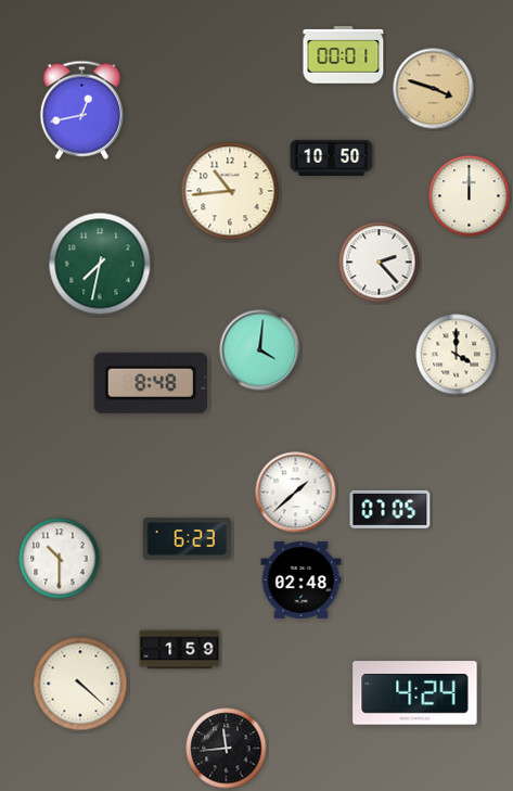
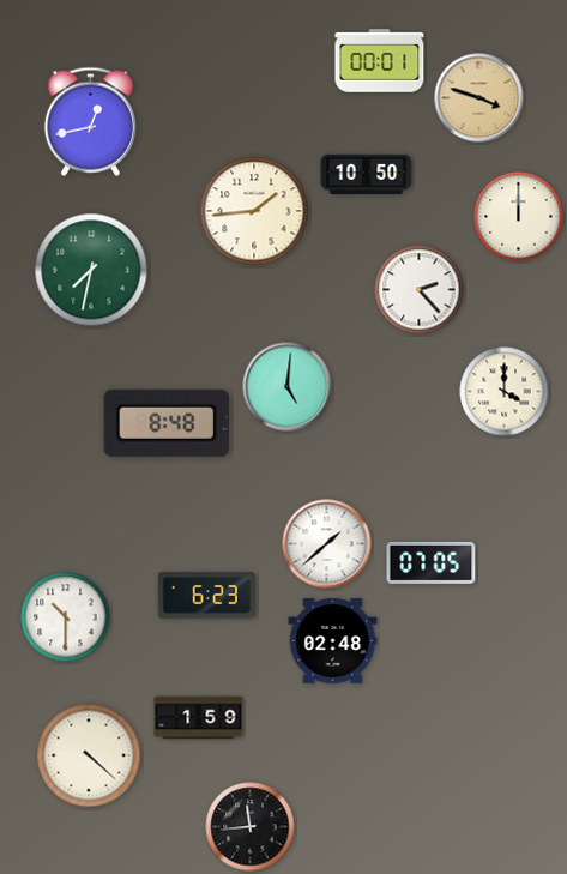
clock at (230, 191): 10:44 -> 1:44
clock at (100, 264) position: (100, 264) -> (91, 270)
clock at (260, 350): 4:01 -> 5:01
clock at (415, 693): 4:24 -> none
